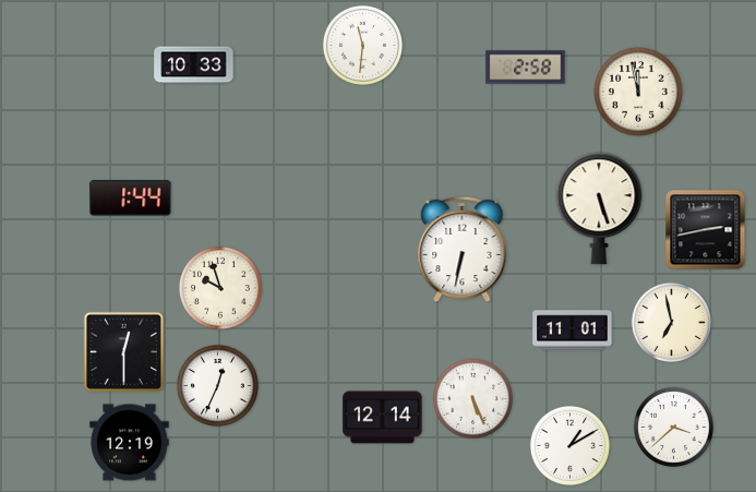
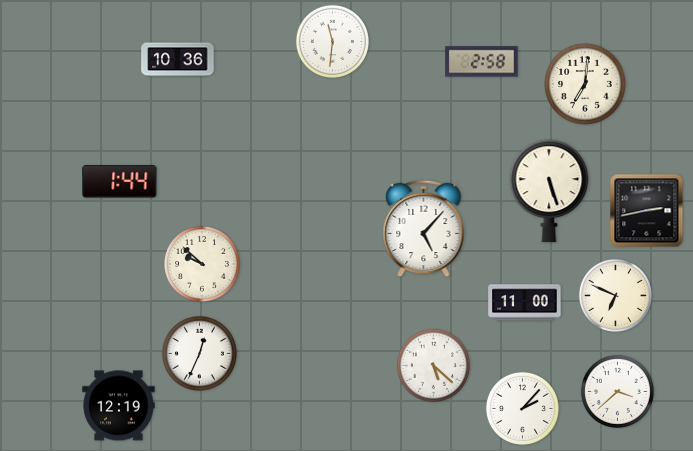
clock at (194, 65): 10:33 -> 10:36
clock at (638, 92): 11:58 -> 7:01
clock at (463, 250): 6:32 -> 5:07
clock at (220, 288): 9:57 -> 9:52
clock at (671, 322): 6:58 -> 6:49
clock at (573, 331): 11:01 -> 11:00
clock at (123, 351): 12:30 -> none
clock at (472, 398): 5:26 -> 5:22
clock at (383, 418): 12:14 -> none
clock at (569, 445): 1:10 -> 2:07
